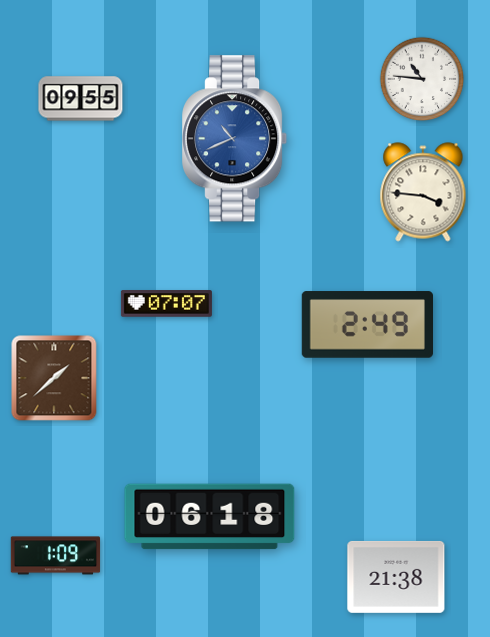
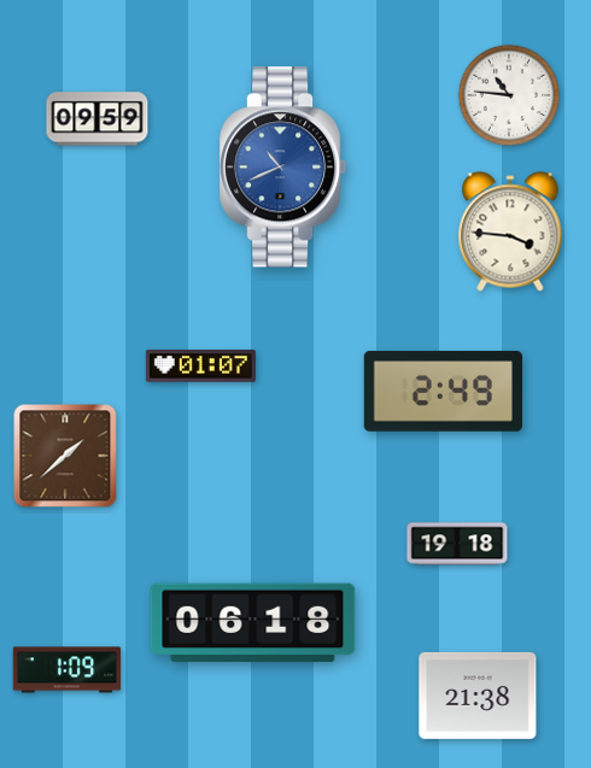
clock at (81, 99): 09:55 -> 09:59
clock at (166, 304): 07:07 -> 01:07
clock at (457, 544): none -> 19:18
